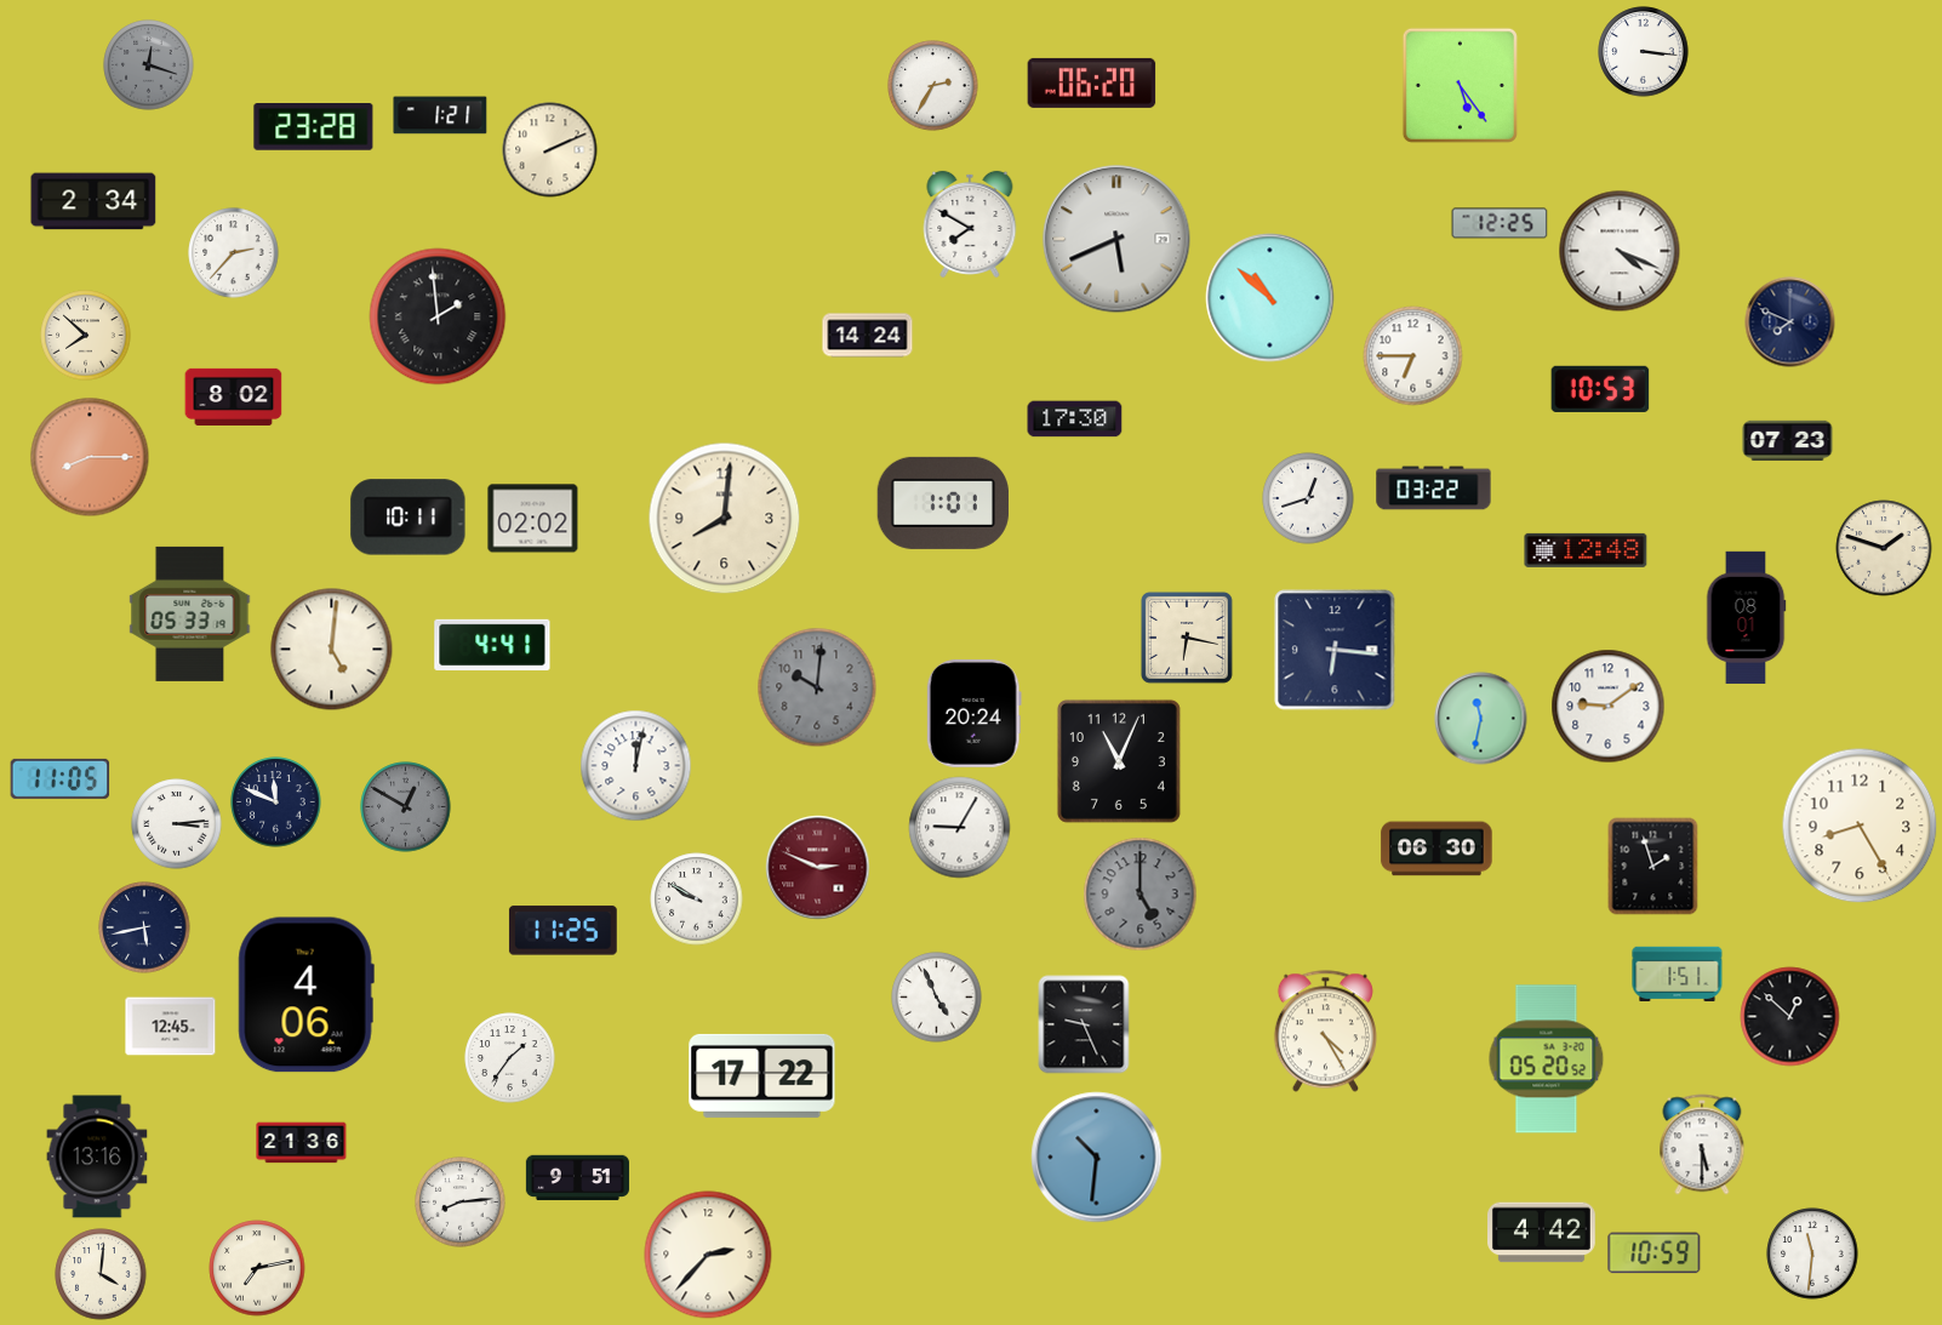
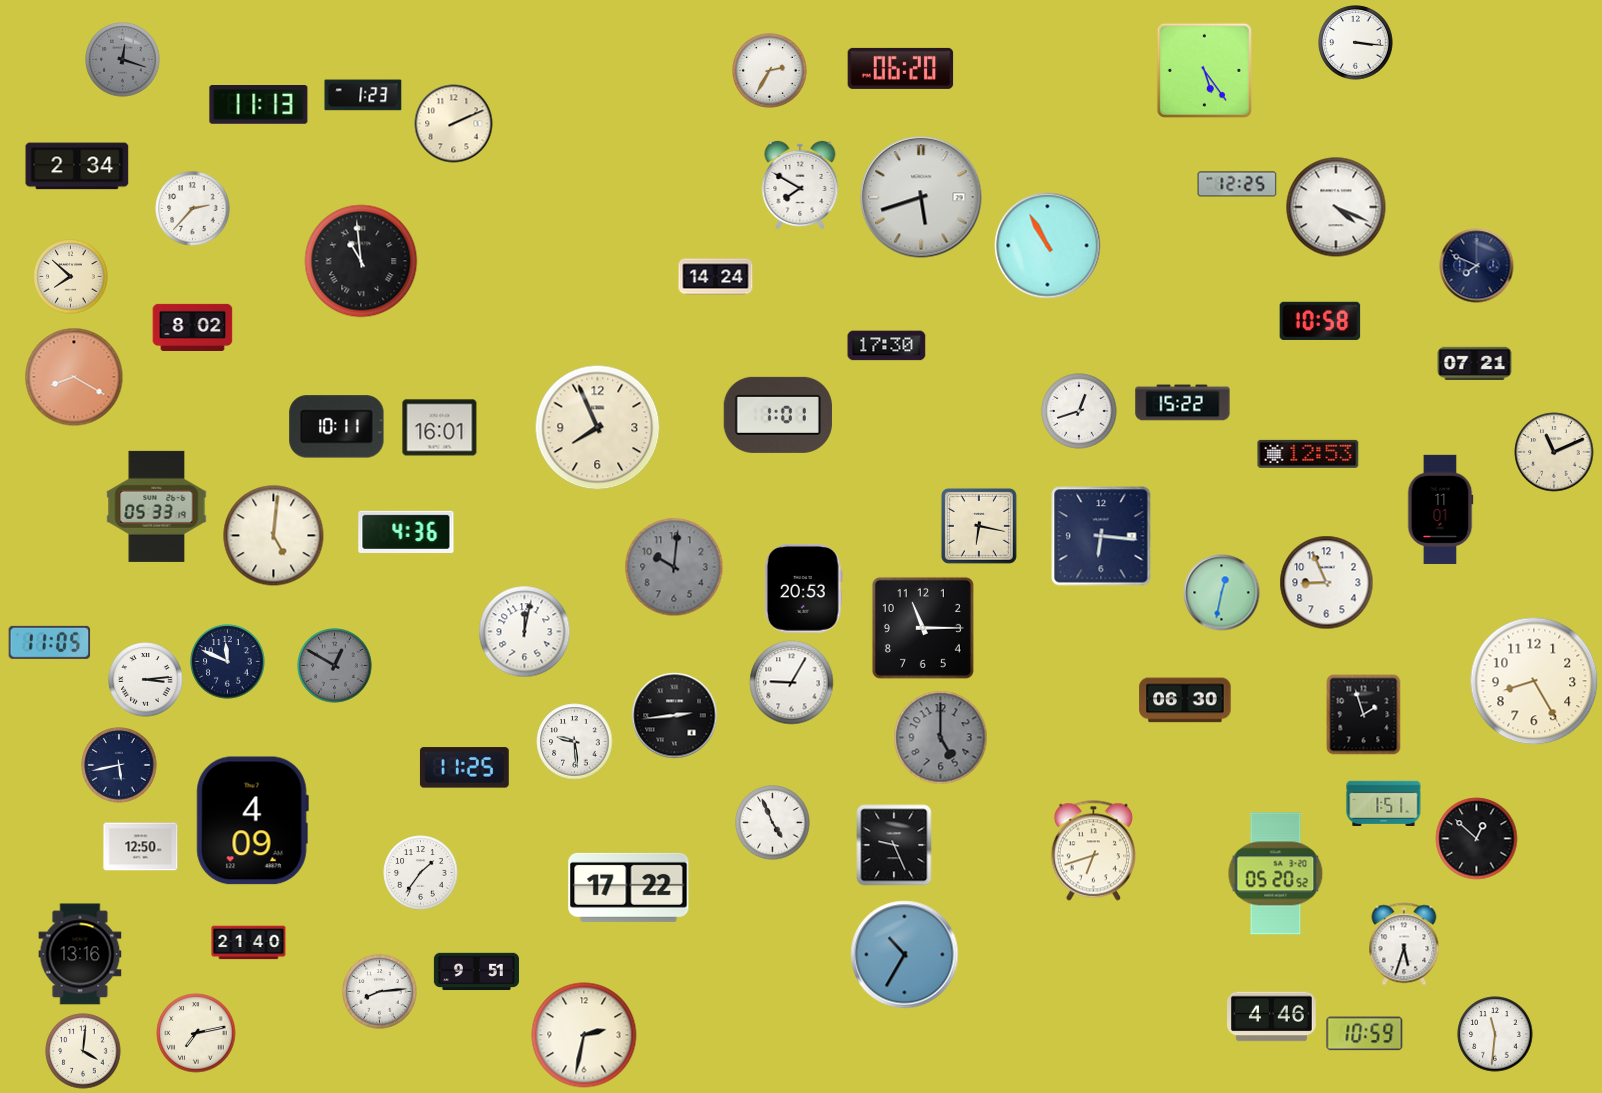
clock at (149, 65) position: (149, 65) -> (123, 60)
clock at (440, 115): 1:21 -> 1:23
clock at (314, 127): 23:28 -> 11:13
clock at (1116, 239): 5:41 -> 5:42
clock at (1270, 298): 10:52 -> 10:55
clock at (438, 316): 1:59 -> 10:59
clock at (1413, 356): 6:45 -> none
clock at (1600, 389): 10:53 -> 10:58
clock at (1788, 441): 07:23 -> 07:21
clock at (90, 457): 8:15 -> 8:20
clock at (1434, 489): 03:22 -> 15:22
clock at (533, 519): 02:02 -> 16:01
clock at (725, 519): 8:01 -> 7:56
clock at (1884, 548): 1:48 -> 11:11
clock at (1586, 550): 12:48 -> 12:53
clock at (1746, 617): 08:01 -> 11:01
clock at (492, 645): 4:41 -> 4:36
clock at (1609, 707): 9:09 -> 8:56
clock at (973, 713): 20:24 -> 20:53
clock at (1481, 719): 11:32 -> 12:32
clock at (1119, 761): 11:04 -> 11:15
clock at (818, 868): 2:49 -> 2:44
clock at (818, 868) dial: burgundy -> black
clock at (697, 899): 9:50 -> 9:29
clock at (305, 995): 4:06 -> 4:09
clock at (171, 1027): 12:45 -> 12:50
clock at (1325, 1032): 4:25 -> 6:42
clock at (302, 1143): 21:36 -> 21:40
clock at (1702, 1144): 5:30 -> 5:33
clock at (1097, 1158): 10:31 -> 10:35
clock at (1542, 1233): 4:42 -> 4:46
clock at (708, 1255): 2:37 -> 2:32
clock at (257, 1268) position: (257, 1268) -> (196, 1033)
